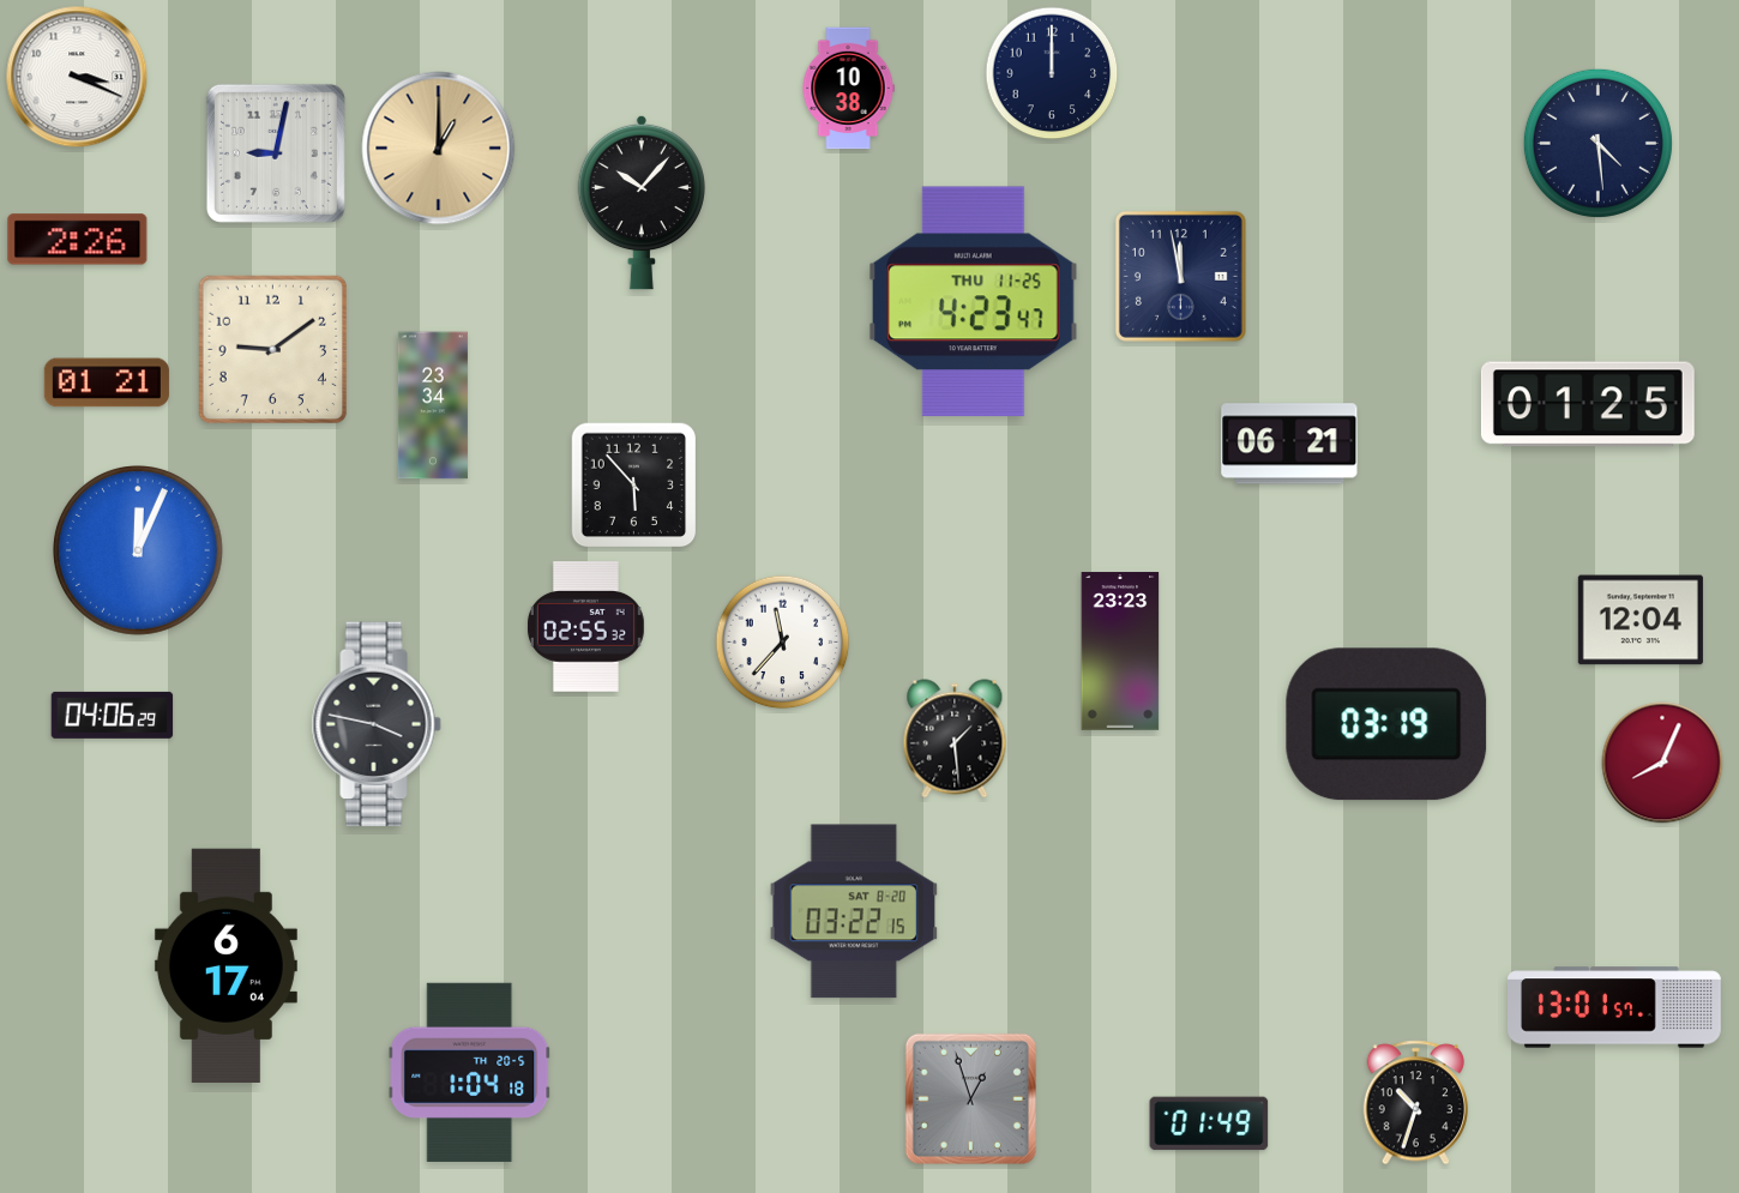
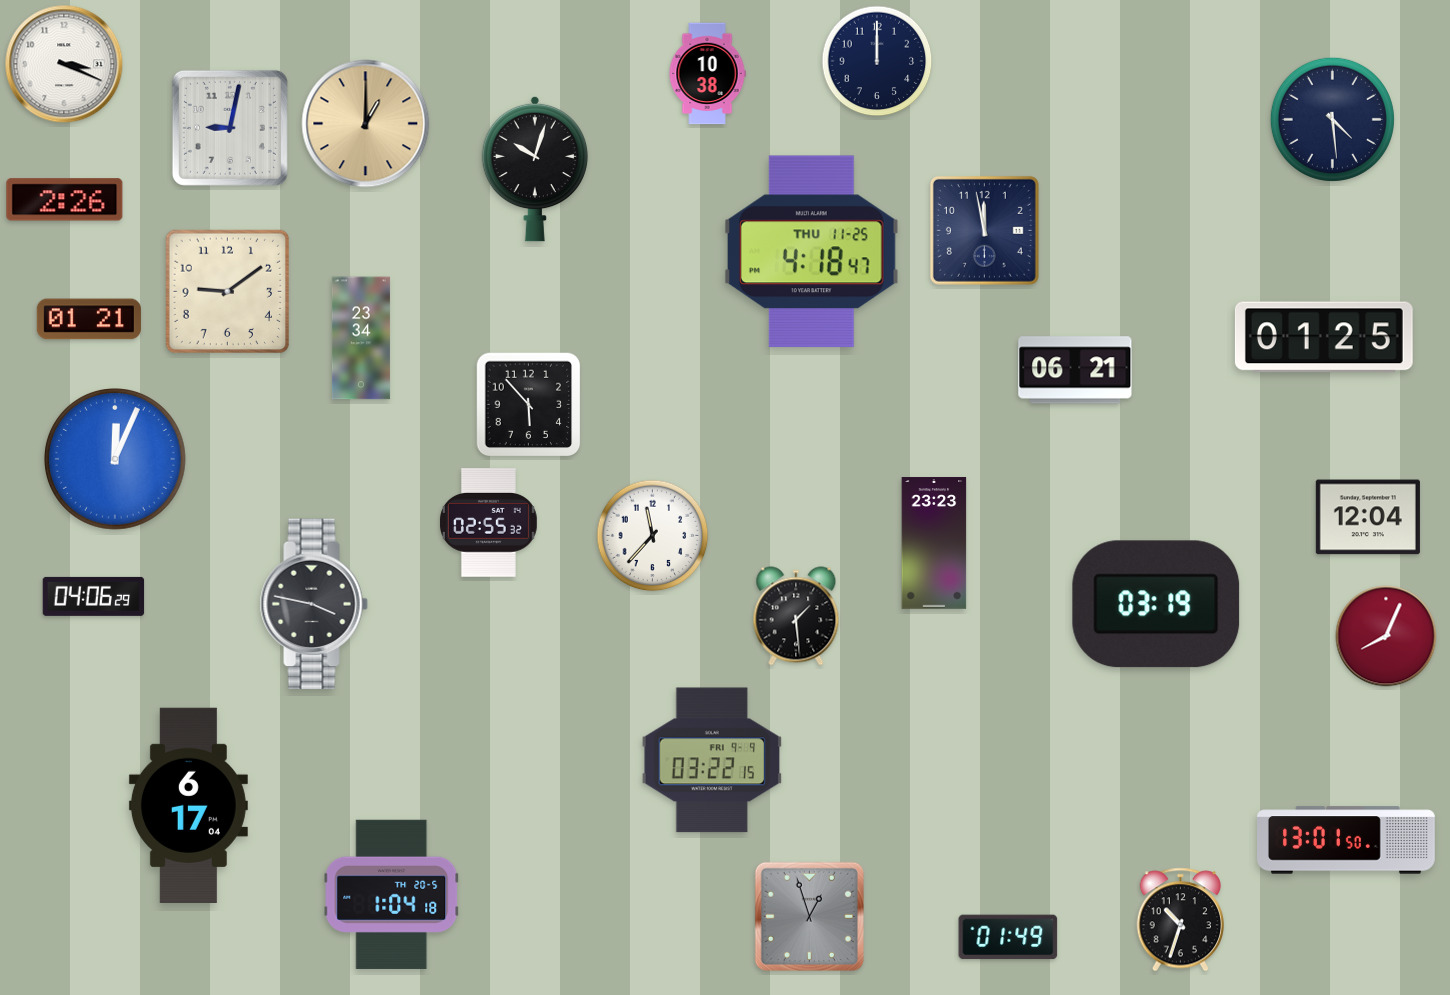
clock at (642, 203): 10:07 -> 10:03
clock at (974, 302): 4:23 -> 4:18
clock at (854, 911) date: SAT 8-20 -> FRI 9-9
clock at (1615, 1007): 13:01:57 -> 13:01:50
